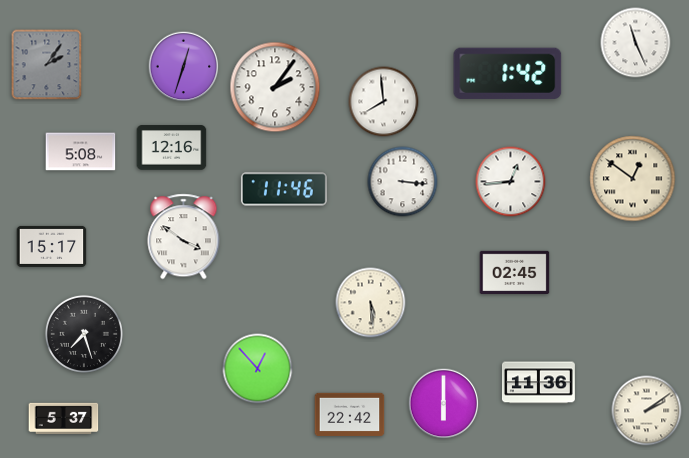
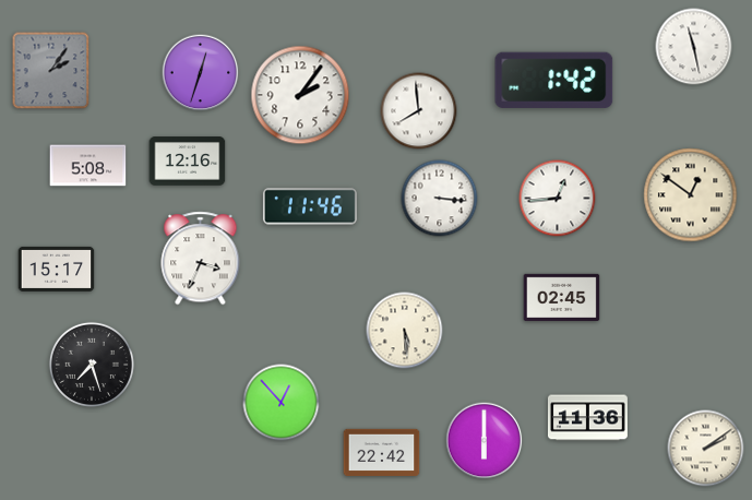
clock at (636, 43): 11:26 -> 11:28
clock at (184, 237): 3:51 -> 3:34
clock at (64, 418): 5:37 -> none
